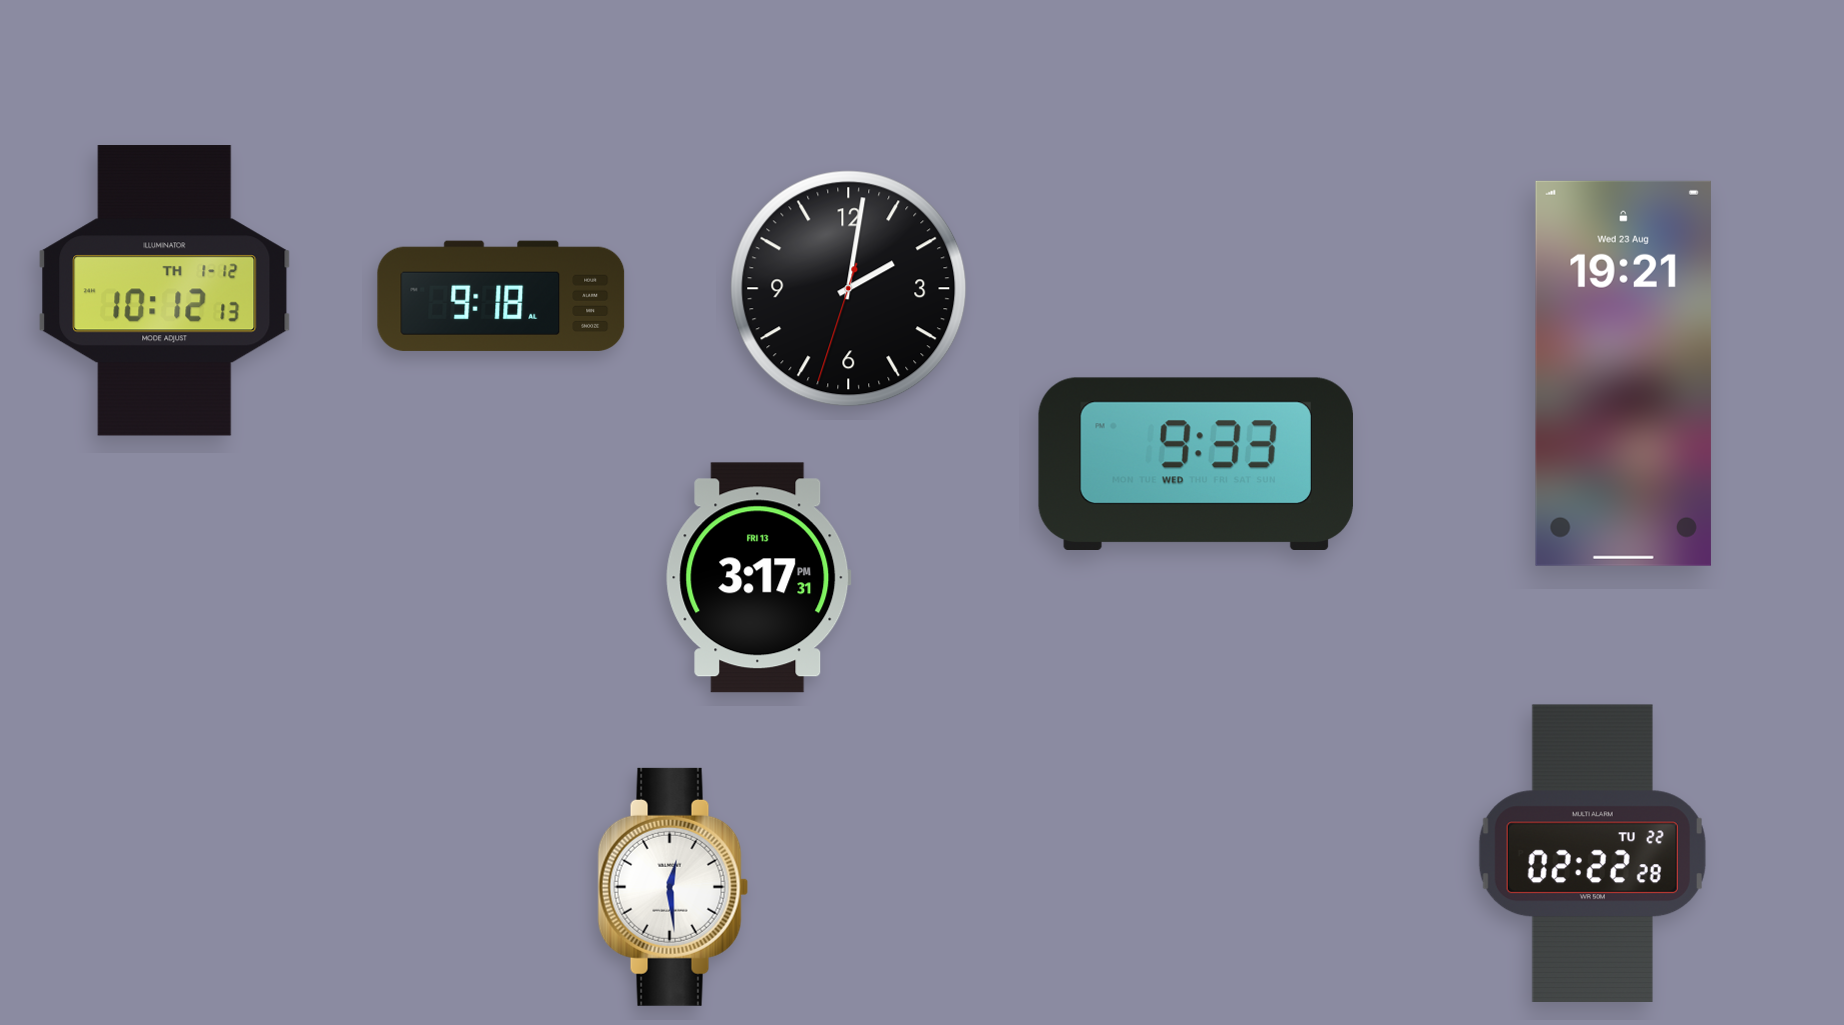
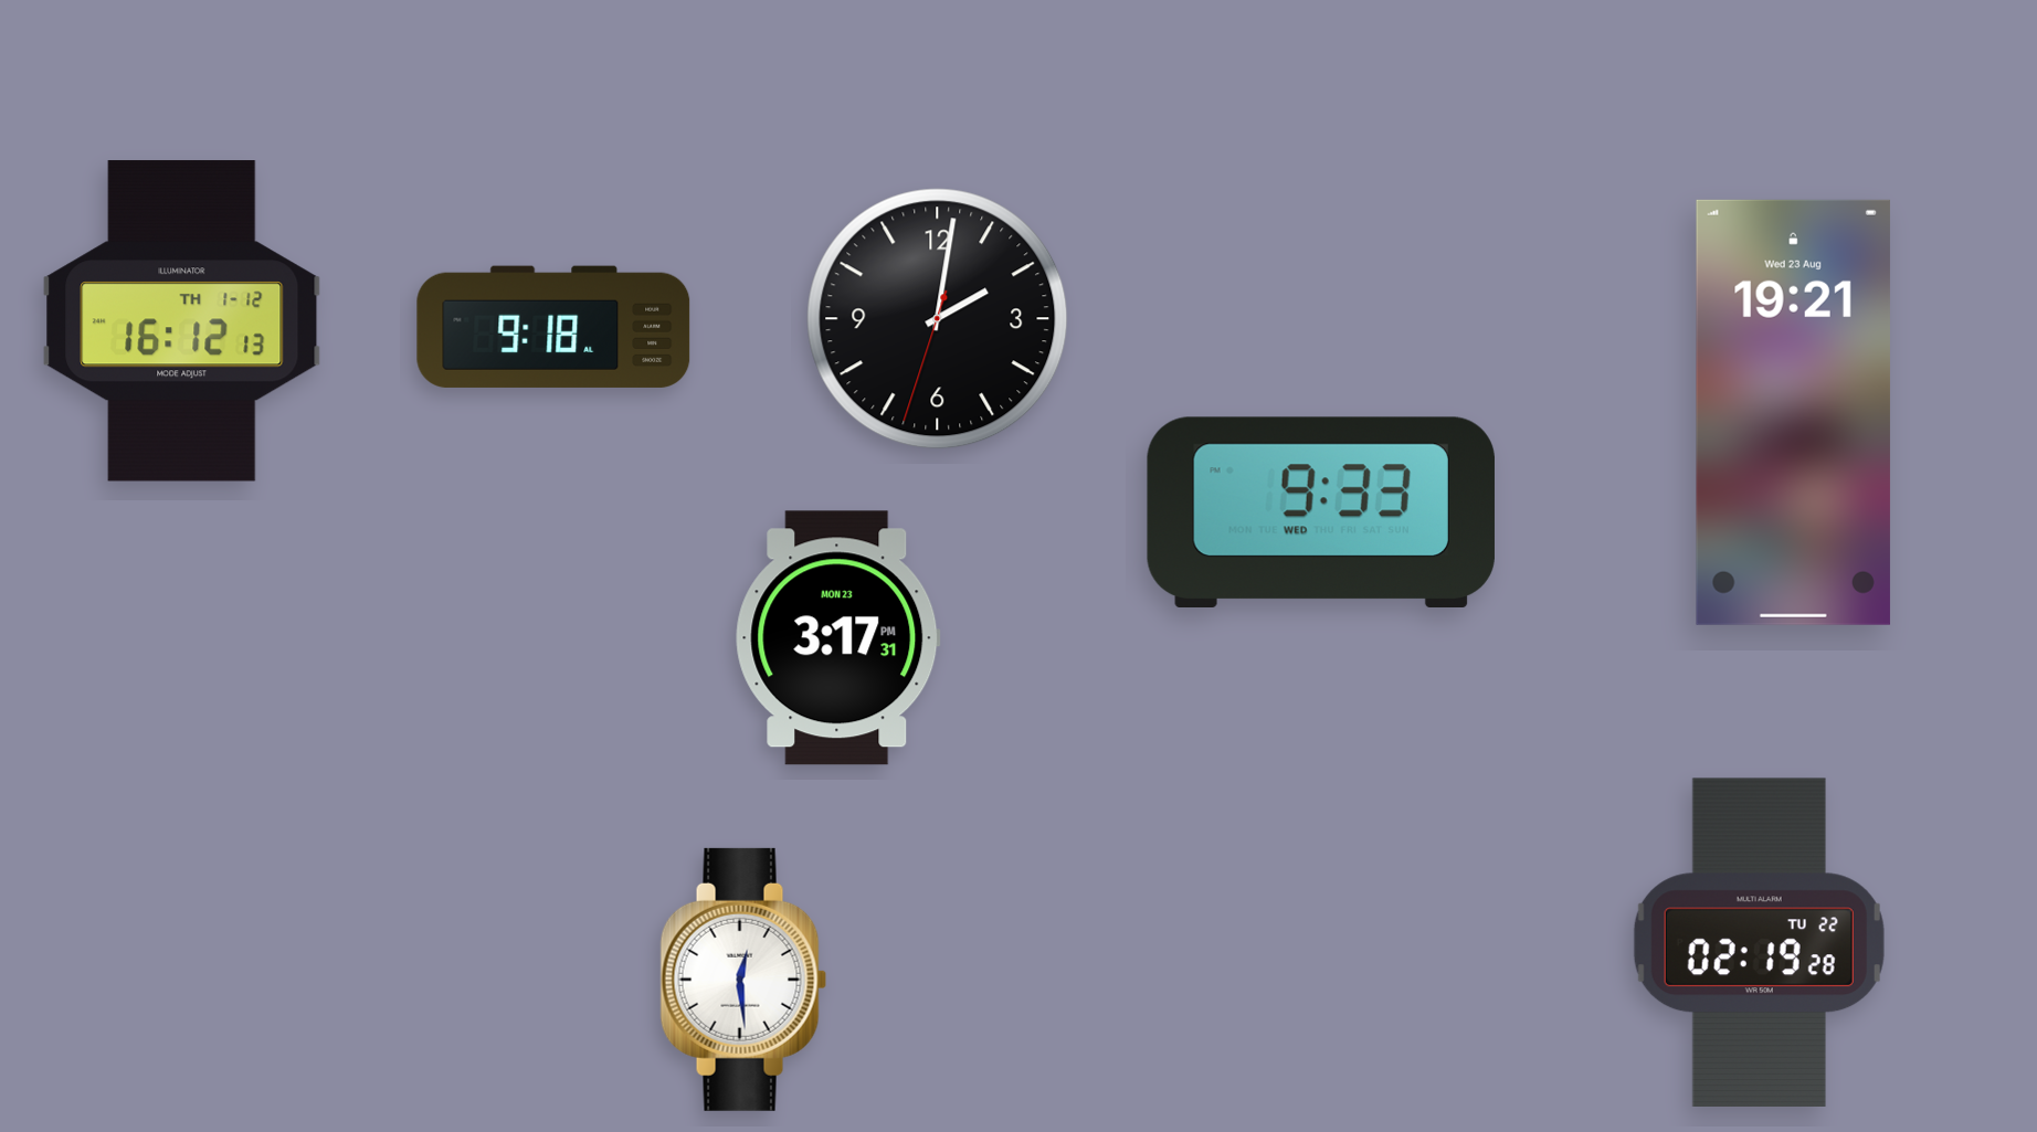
clock at (165, 291): 10:12 -> 16:12
clock at (759, 578) date: FRI 13 -> MON 23
clock at (1592, 853): 02:22 -> 02:19
